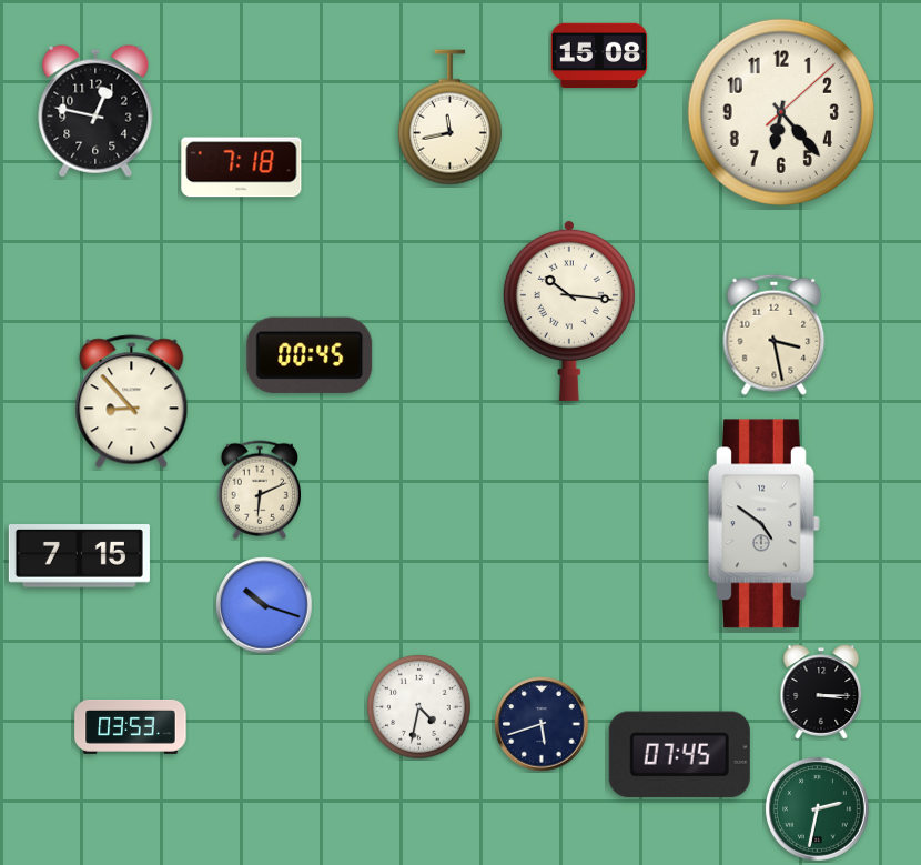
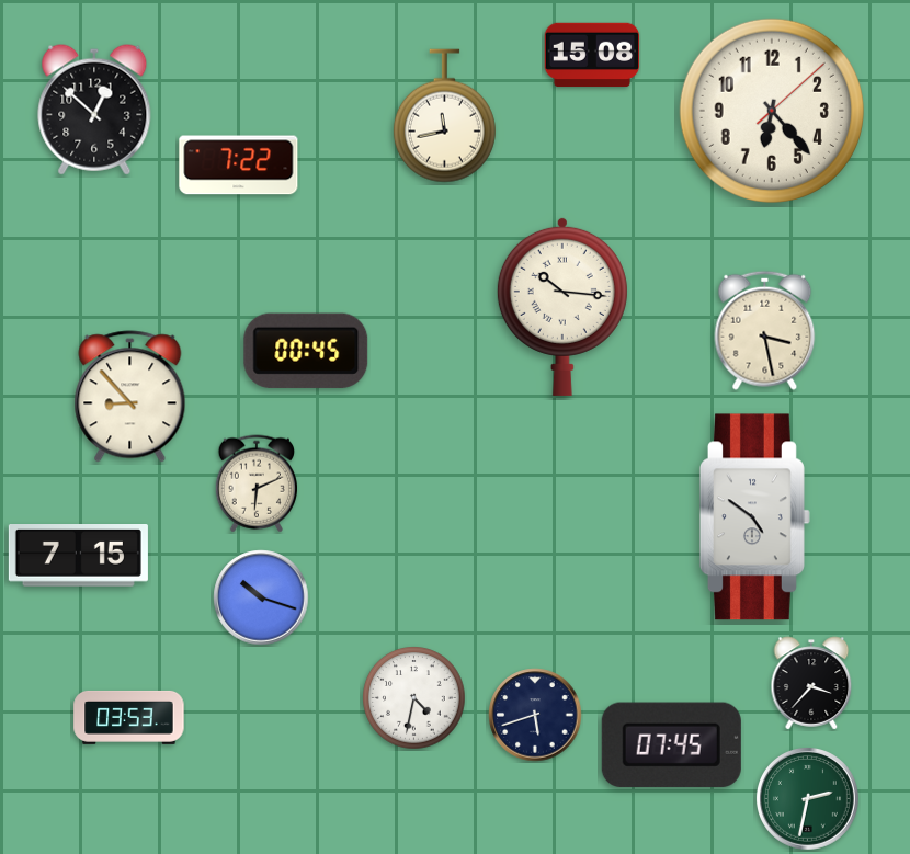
clock at (95, 111): 12:47 -> 12:52
clock at (242, 168): 7:18 -> 7:22
clock at (79, 556) position: (79, 556) -> (78, 556)
clock at (821, 692): 3:15 -> 3:37
